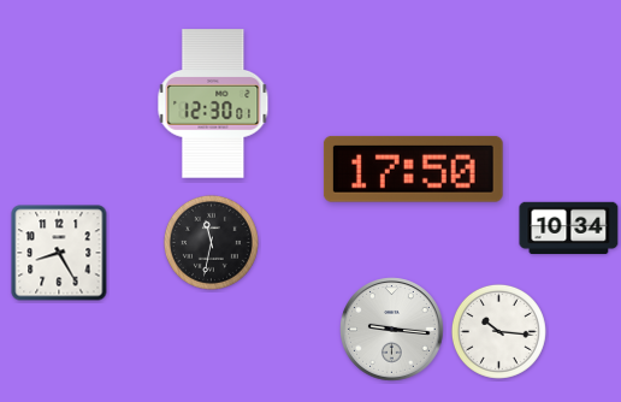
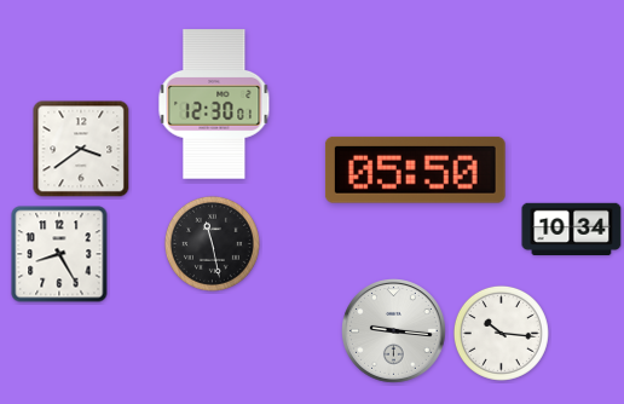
clock at (81, 149): none -> 3:39
clock at (413, 169): 17:50 -> 05:50
clock at (211, 242): 11:32 -> 11:28
